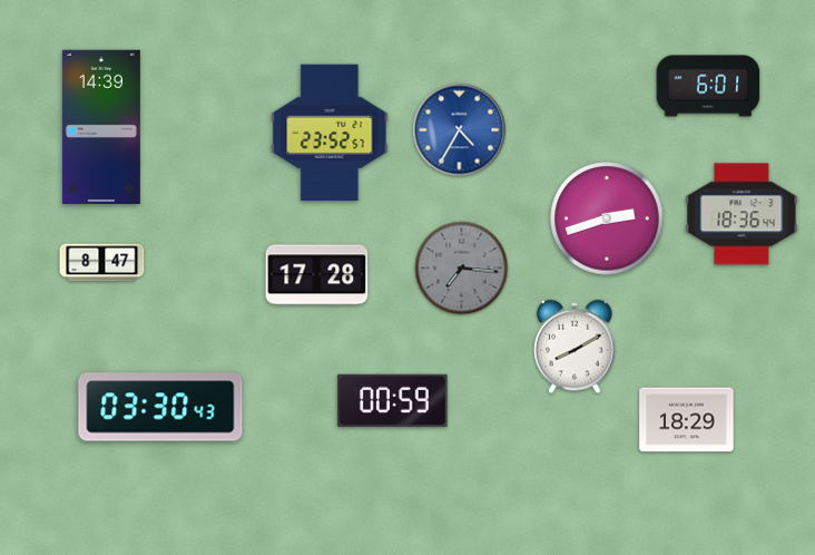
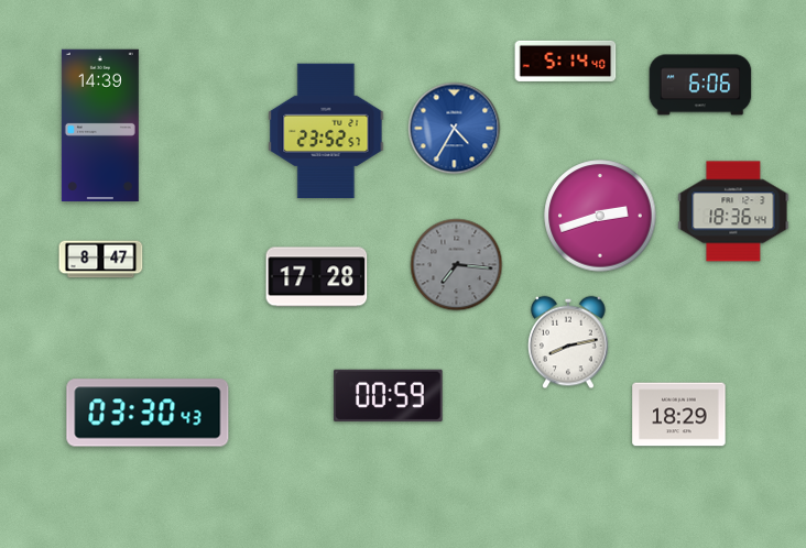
clock at (566, 61): none -> 5:14
clock at (708, 86): 6:01 -> 6:06
clock at (317, 275) position: (317, 275) -> (317, 277)
clock at (575, 347): 8:10 -> 8:13
clock at (160, 407) position: (160, 407) -> (148, 413)
